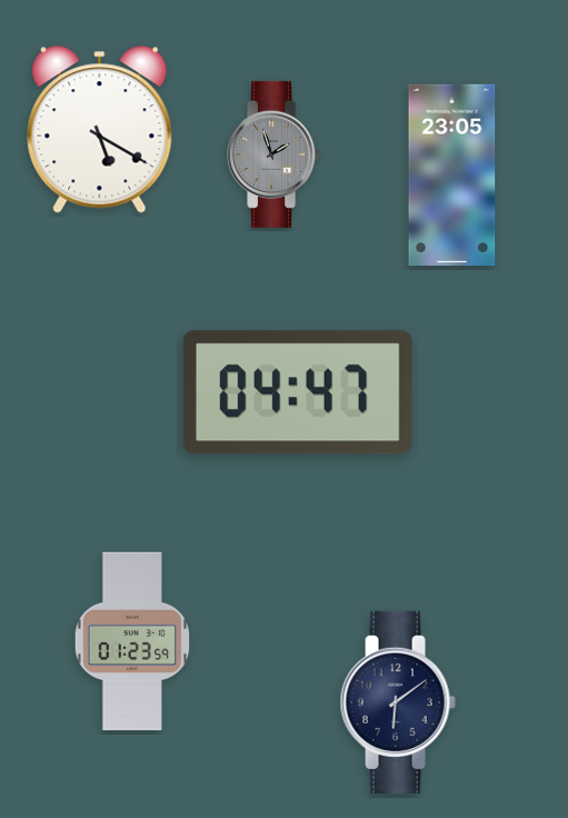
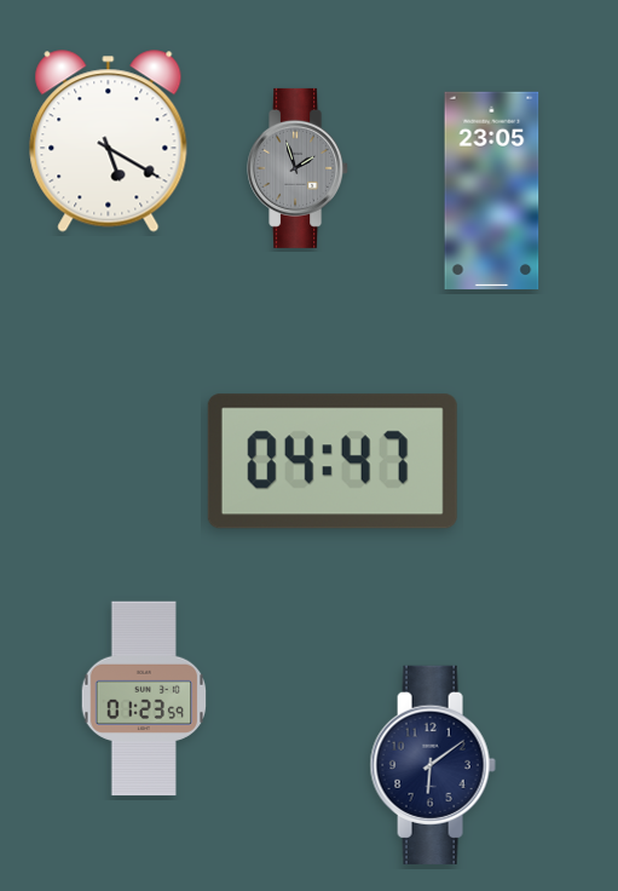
clock at (298, 392) position: (298, 392) -> (333, 461)
